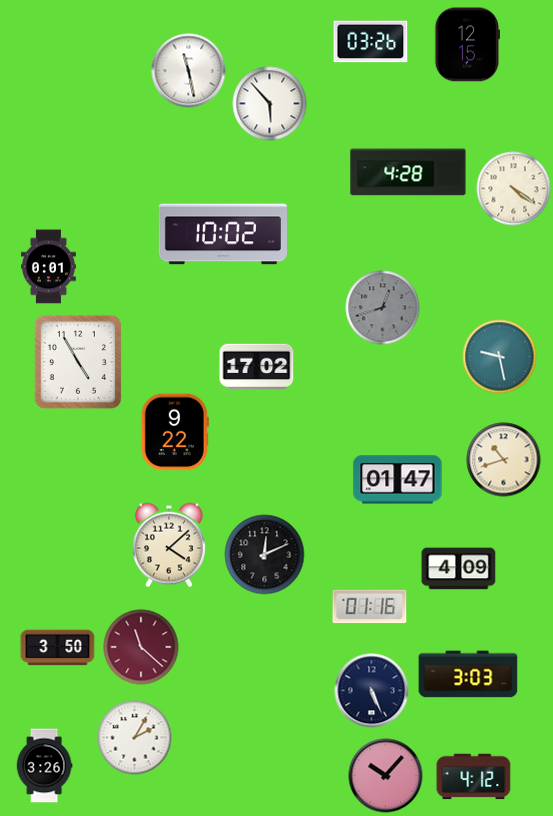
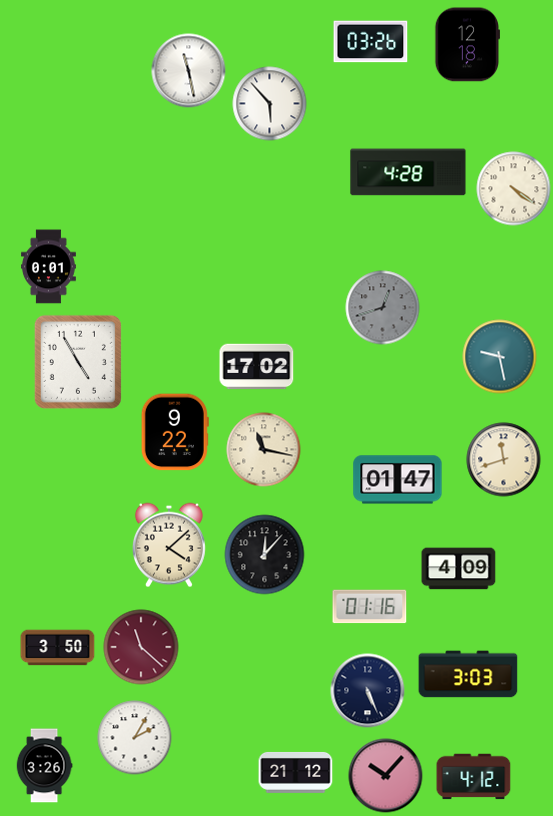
clock at (467, 45): 12:15 -> 12:18
clock at (223, 234): 10:02 -> none
clock at (264, 450): none -> 11:17
clock at (504, 460): 10:42 -> 11:42
clock at (265, 555): 12:11 -> 12:07
clock at (372, 691) position: (372, 691) -> (368, 691)
clock at (296, 772): none -> 21:12
